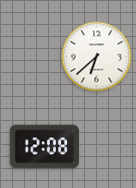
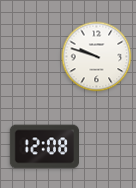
clock at (97, 57): 6:38 -> 9:48
